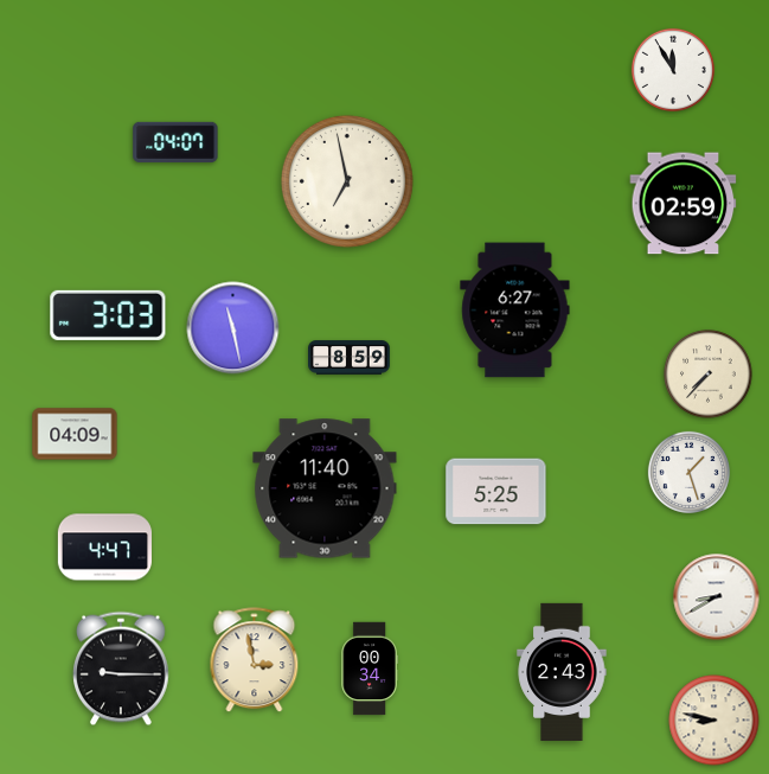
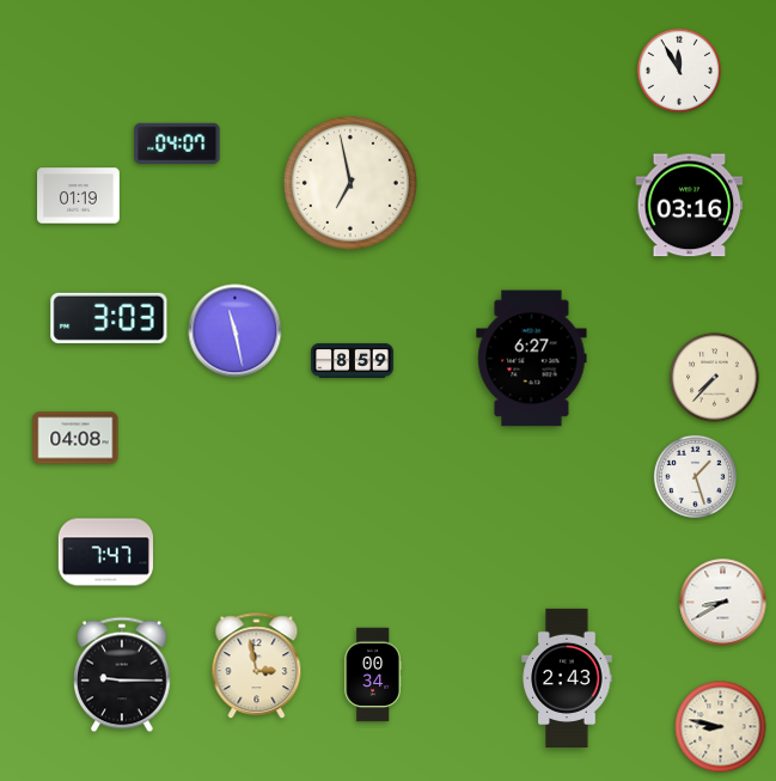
clock at (79, 196): none -> 01:19
clock at (684, 204): 02:59 -> 03:16
clock at (515, 311) position: (515, 311) -> (532, 359)
clock at (75, 434): 04:09 -> 04:08
clock at (325, 488): 11:40 -> none
clock at (496, 492): 5:25 -> none
clock at (104, 548): 4:47 -> 7:47
